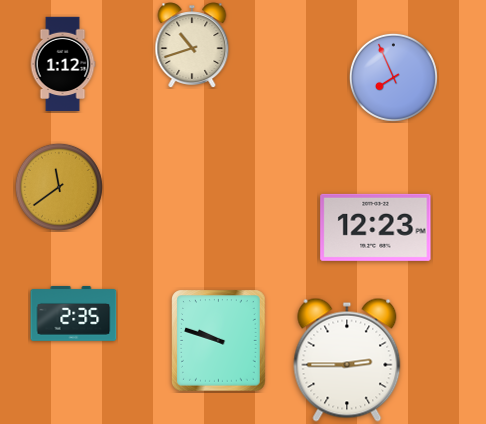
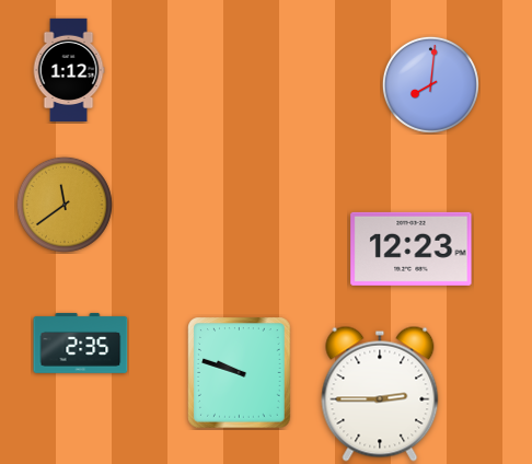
clock at (192, 45): 10:42 -> none
clock at (393, 77): 7:56 -> 8:01
